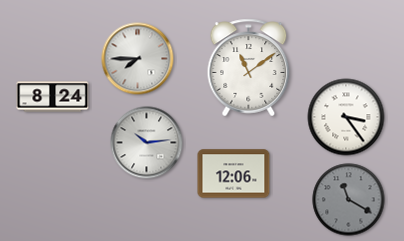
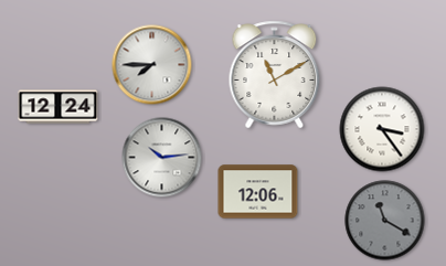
clock at (249, 68): 11:09 -> 11:10
clock at (53, 97): 8:24 -> 12:24
